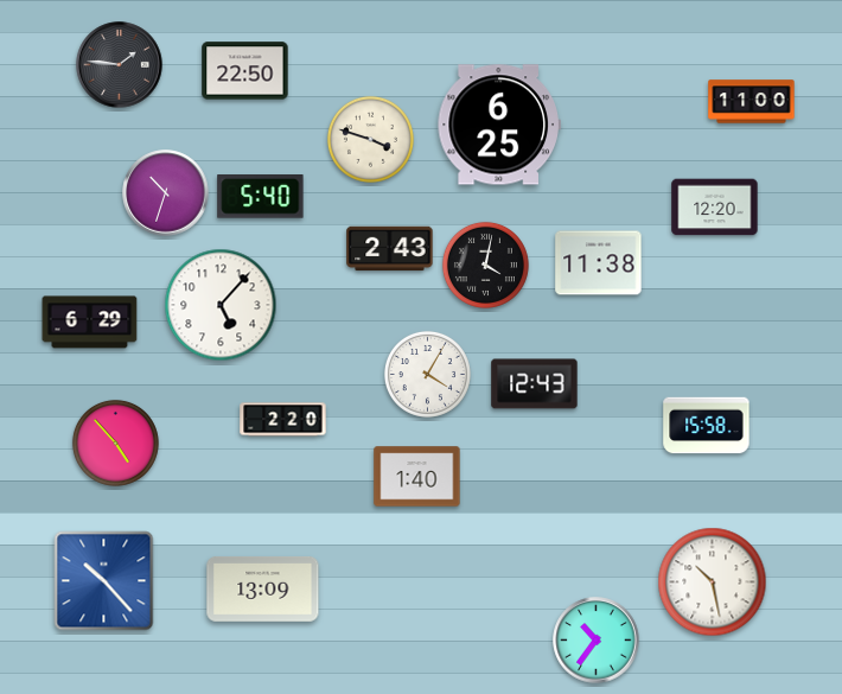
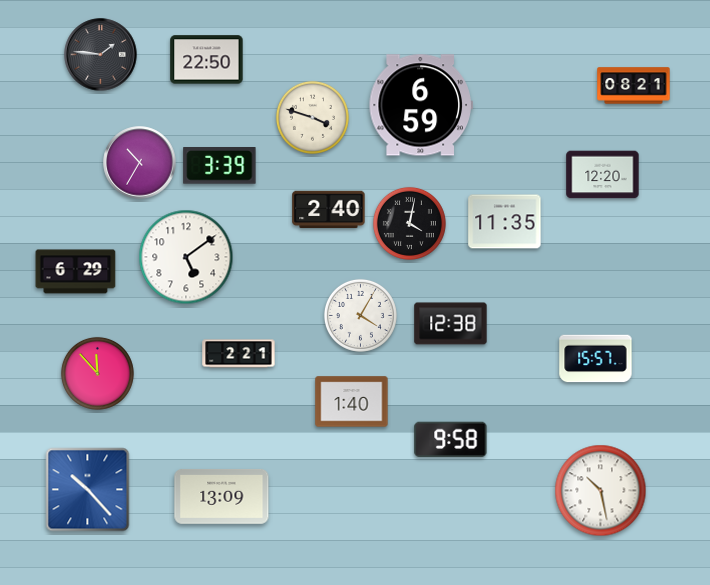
clock at (752, 102): 11:00 -> 08:21
clock at (499, 125): 6:25 -> 6:59
clock at (166, 193): 10:33 -> 10:35
clock at (261, 197): 5:40 -> 3:39
clock at (390, 249): 2:43 -> 2:40
clock at (599, 263): 11:38 -> 11:35
clock at (221, 305): 5:07 -> 5:09
clock at (535, 384): 12:43 -> 12:38
clock at (283, 420): 2:20 -> 2:21
clock at (707, 426): 15:58 -> 15:57
clock at (115, 442): 4:53 -> 11:53
clock at (451, 439): none -> 9:58
clock at (597, 641): 10:36 -> none
